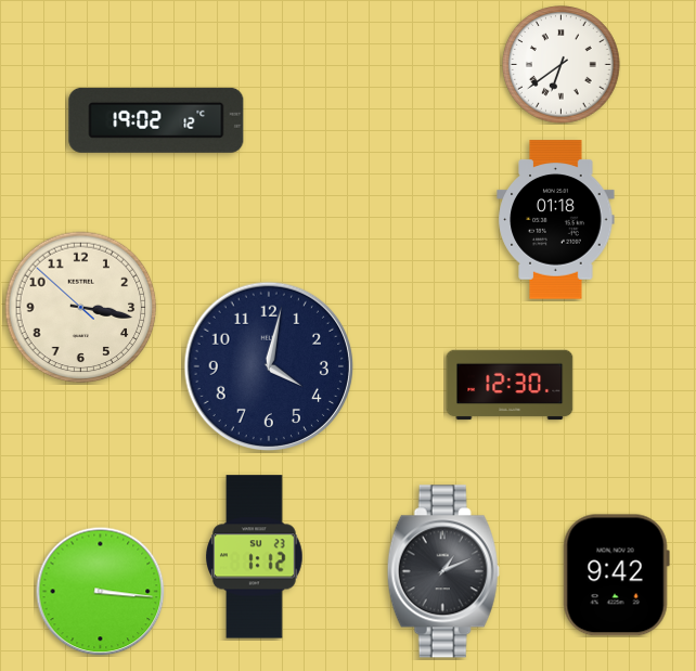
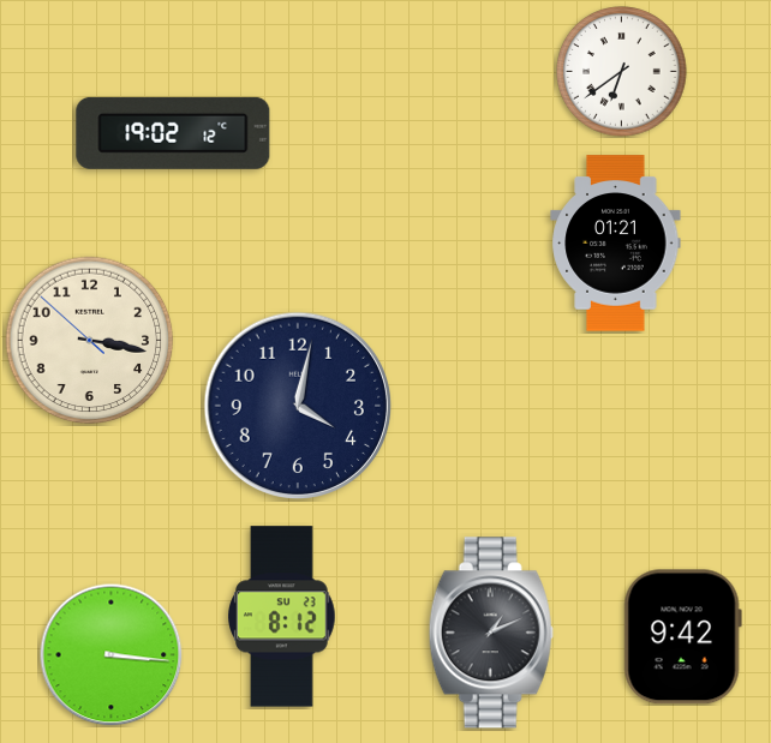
clock at (556, 220): 01:18 -> 01:21
clock at (510, 385): 12:30 -> none
clock at (255, 557): 1:12 -> 8:12
